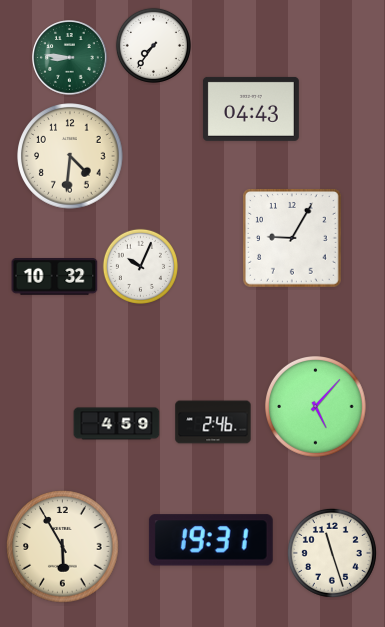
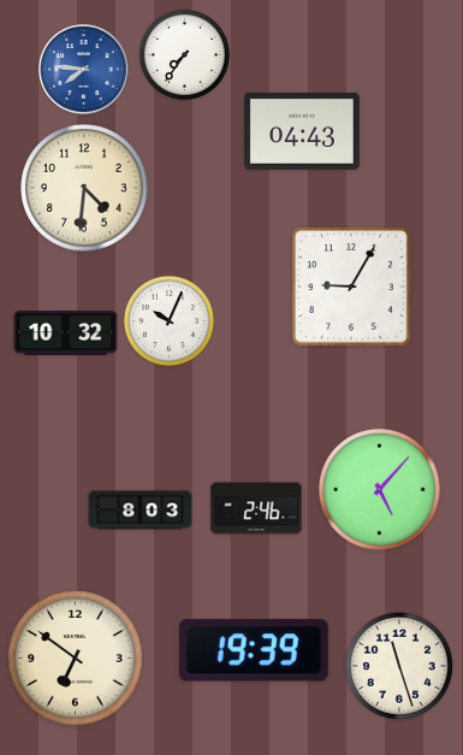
clock at (70, 58): 8:46 -> 7:46
clock at (70, 58) dial: green -> blue
clock at (117, 424): 4:59 -> 8:03
clock at (211, 540): 19:31 -> 19:39
clock at (63, 547): 5:55 -> 6:51
